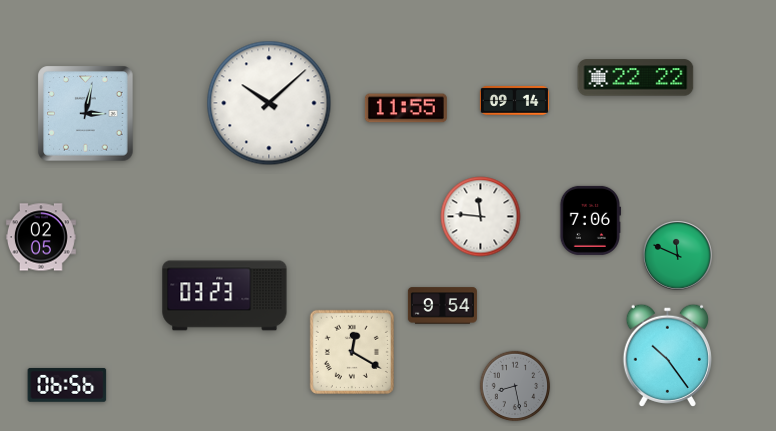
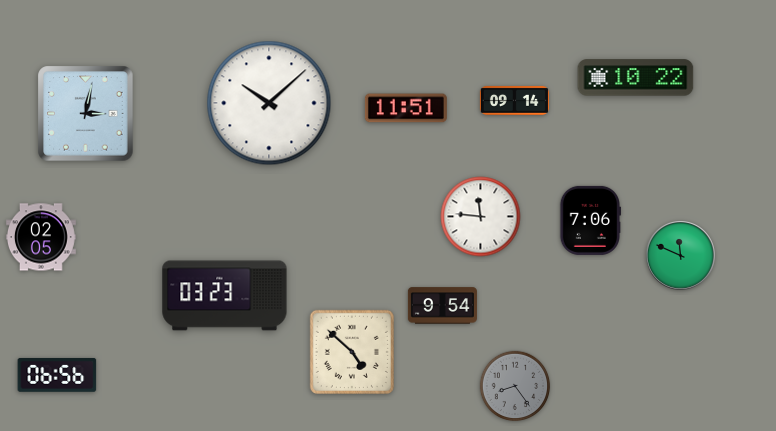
clock at (636, 78): 22:22 -> 10:22
clock at (406, 108): 11:55 -> 11:51
clock at (678, 256) position: (678, 256) -> (681, 256)
clock at (352, 352): 12:20 -> 4:52
clock at (667, 355): 10:24 -> none
clock at (67, 385) position: (67, 385) -> (57, 375)
clock at (515, 386): 8:28 -> 8:24
